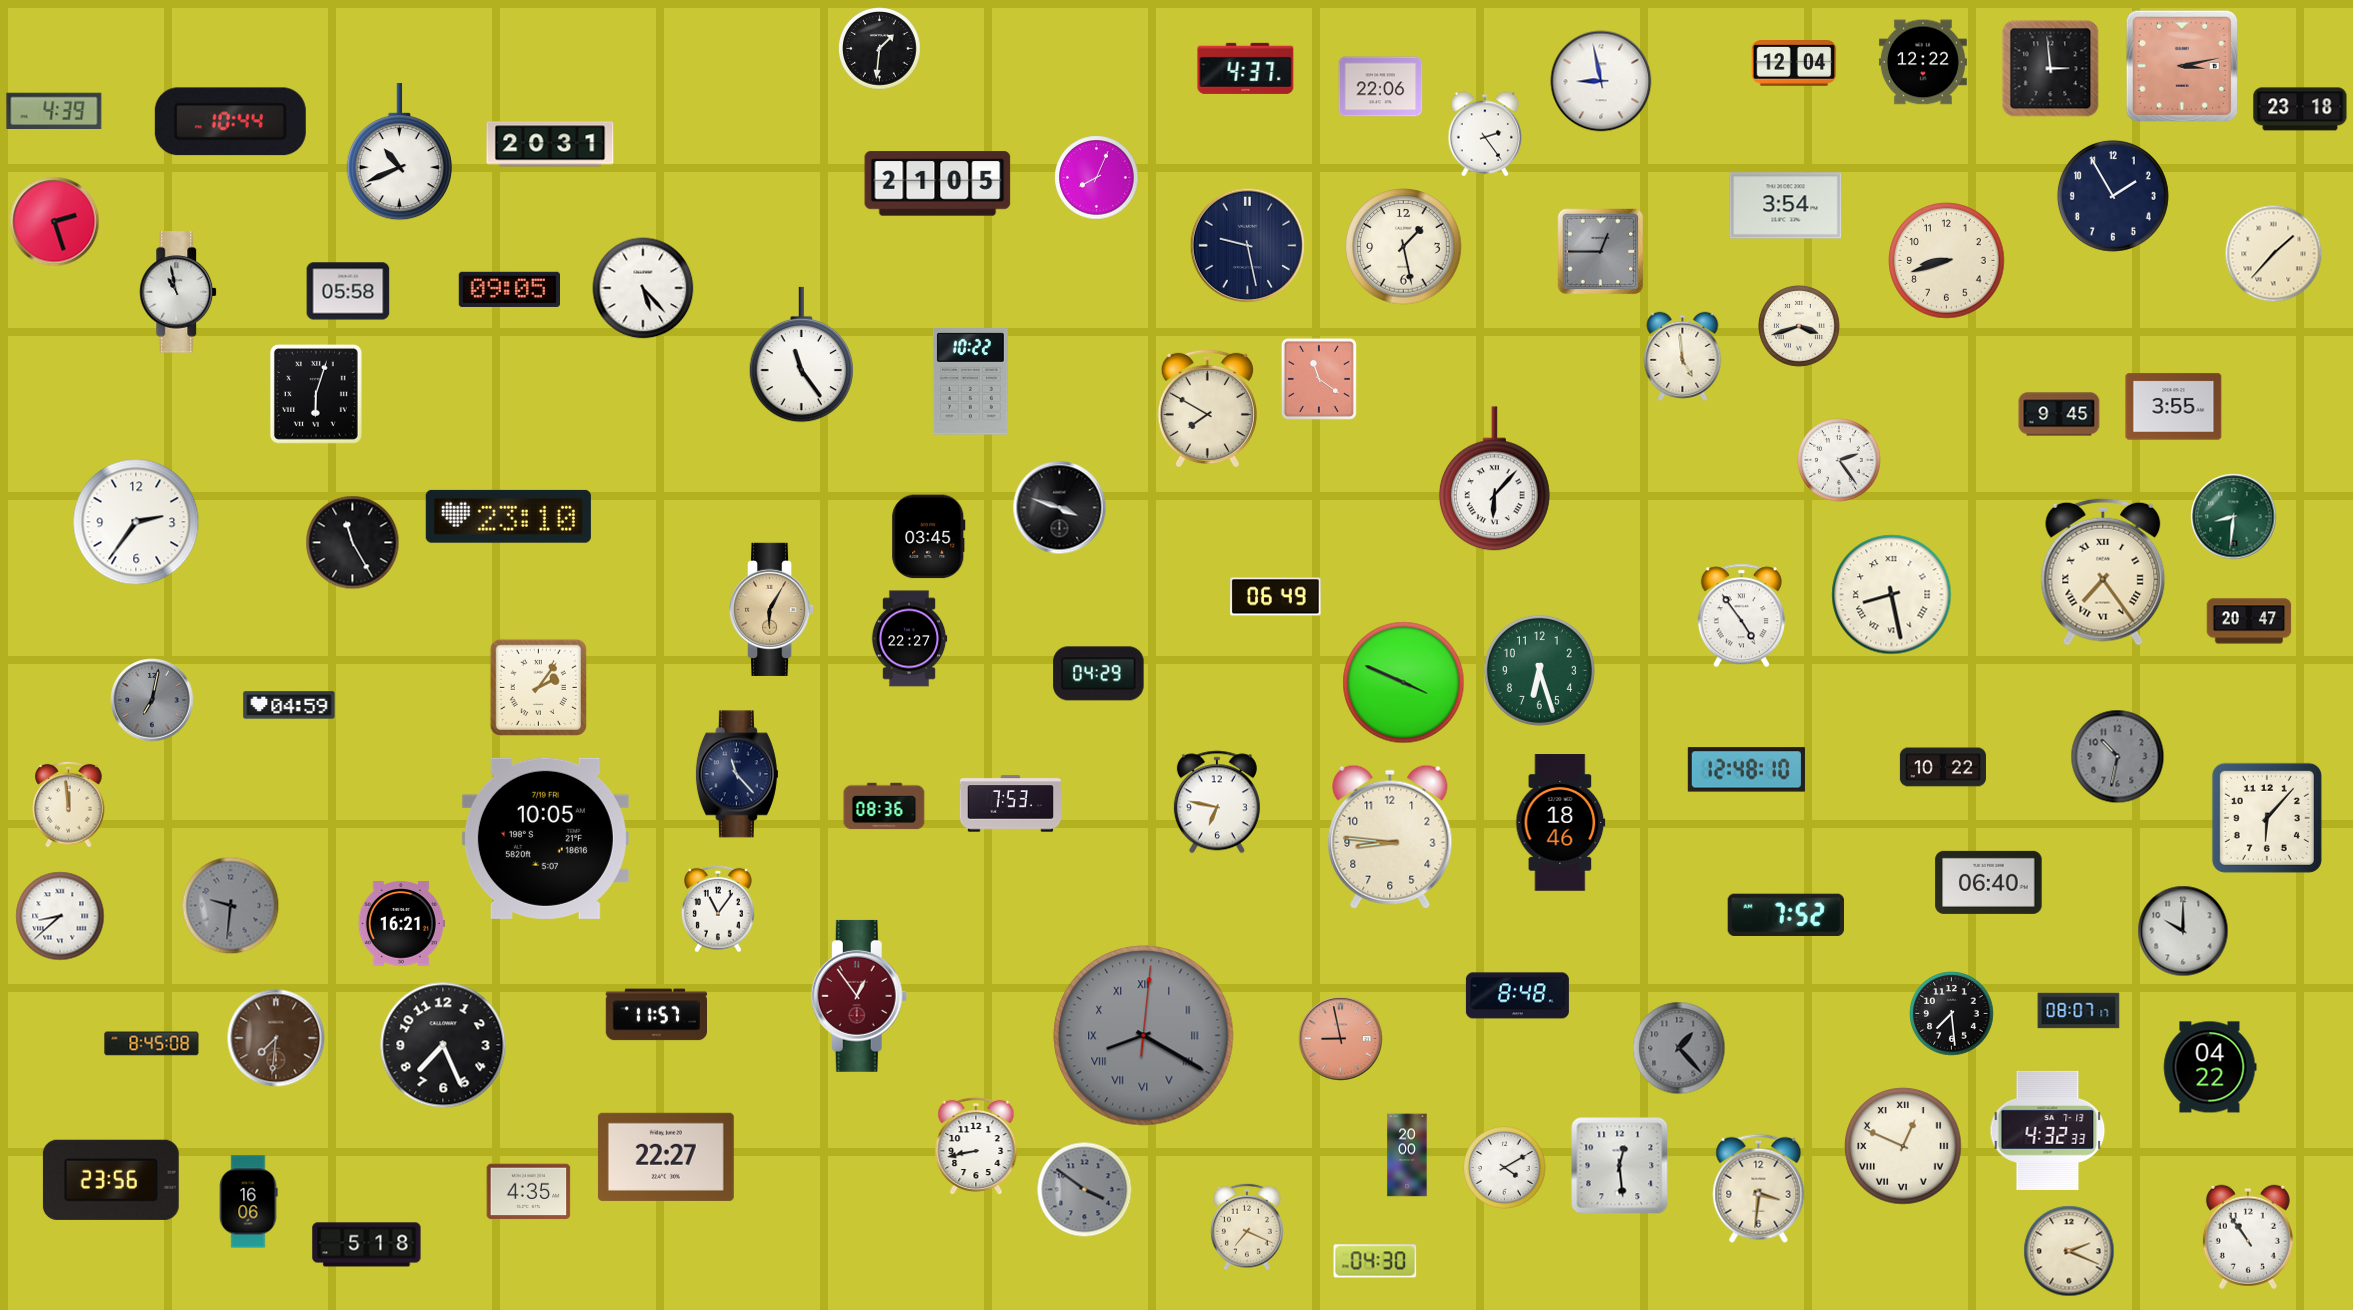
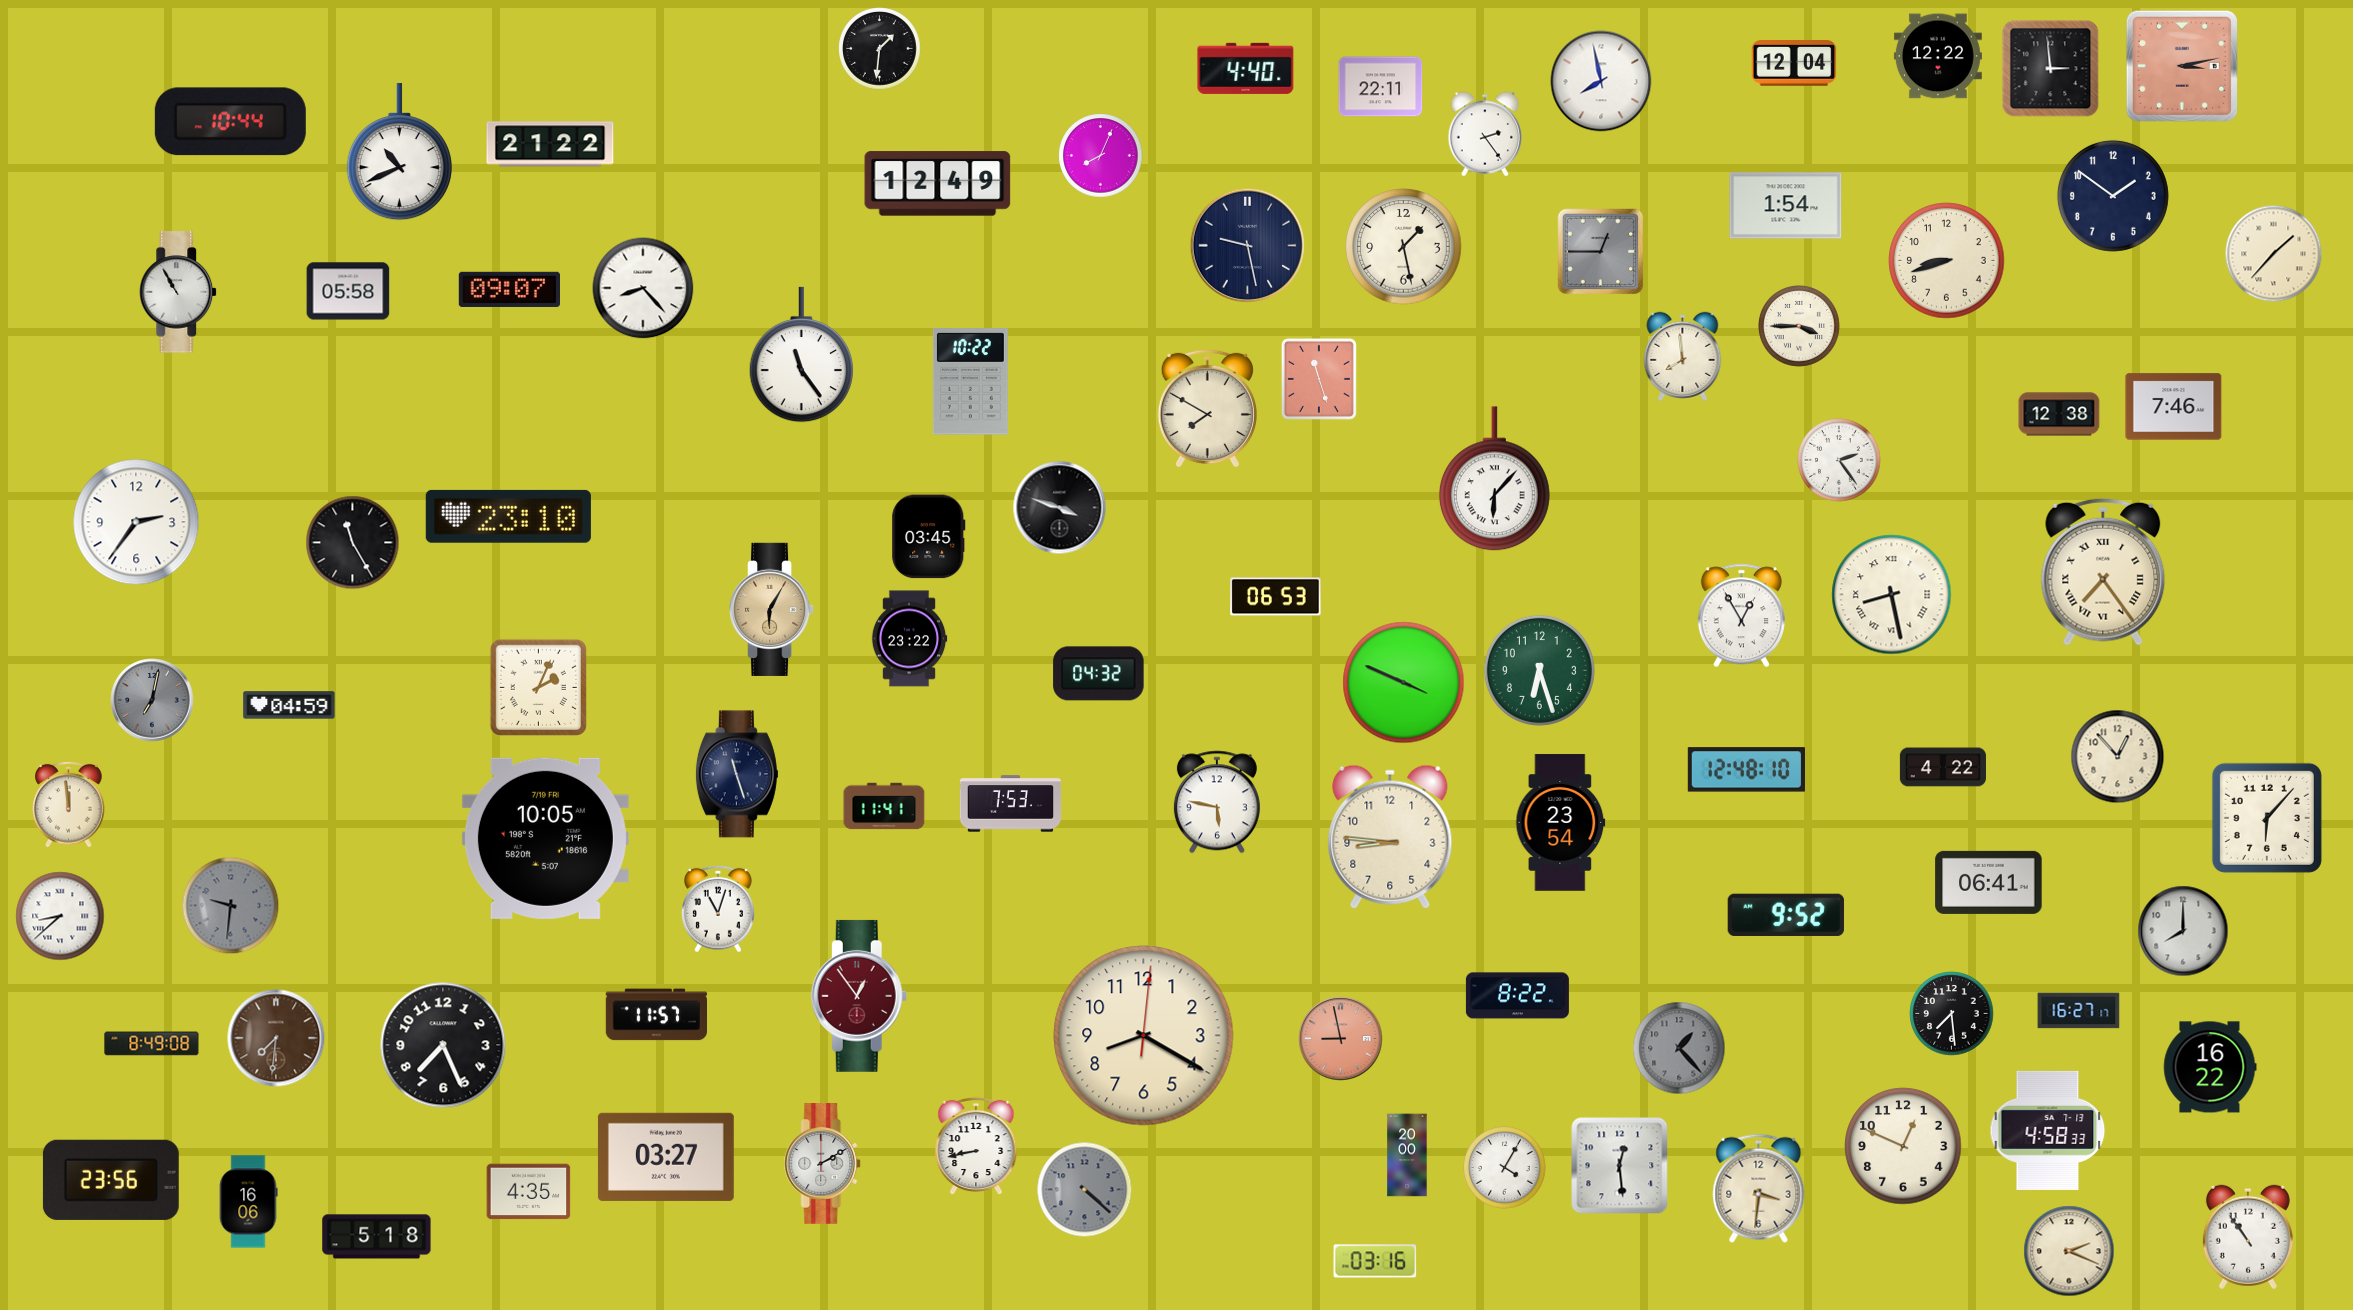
clock at (1923, 62) position: (1923, 62) -> (1938, 56)
clock at (1246, 68): 4:37 -> 4:40
clock at (1601, 81): 8:58 -> 7:58
clock at (1381, 87): 22:06 -> 22:11
clock at (2300, 109): 23:18 -> none
clock at (54, 110): 4:39 -> none
clock at (550, 144): 20:31 -> 21:22
clock at (1097, 178) position: (1097, 178) -> (1101, 156)
clock at (938, 184): 21:05 -> 12:49
clock at (2113, 196): 1:55 -> 1:51
clock at (1786, 206): 3:54 -> 1:54
clock at (55, 222): 2:27 -> none
clock at (643, 288): 5:23 -> 8:23
clock at (509, 289): 09:05 -> 09:07
clock at (179, 292): 10:58 -> 10:55
clock at (1800, 327): 3:42 -> 3:45
clock at (1683, 356): 4:59 -> 7:59
clock at (1319, 379): 11:21 -> 11:27
clock at (316, 394): 6:03 -> none
clock at (2174, 407): 3:55 -> 7:46
clock at (2059, 414): 9:45 -> 12:38
clock at (2234, 517): 8:31 -> none
clock at (1276, 597): 06:49 -> 06:53
clock at (1741, 616): 4:54 -> 12:55
clock at (2249, 621): 20:47 -> none
clock at (909, 639): 22:27 -> 23:22
clock at (1099, 674): 04:29 -> 04:32
clock at (538, 687): 2:06 -> 2:04
clock at (2118, 757): 10:32 -> 12:53
clock at (2118, 757) dial: grey -> cream
clock at (1943, 767): 10:22 -> 4:22
clock at (737, 774): 11:23 -> 11:27
clock at (1217, 802): 6:47 -> 5:47
clock at (884, 806): 08:36 -> 11:41
clock at (1561, 823): 18:46 -> 23:54
clock at (1989, 882): 06:40 -> 06:41
clock at (719, 909): 11:06 -> 11:03
clock at (1786, 915): 7:52 -> 9:52
clock at (401, 924): 16:21 -> none
clock at (2183, 931): 10:00 -> 8:00
clock at (1517, 996): 8:48 -> 8:22
clock at (2079, 1011): 08:07 -> 16:27
clock at (1144, 1036) dial: grey -> cream
clock at (1144, 1036) numerals: Roman -> Arabic
clock at (152, 1044): 8:45 -> 8:49
clock at (2210, 1067): 04:22 -> 16:22
clock at (2048, 1130): 4:32 -> 4:58
clock at (1903, 1146) numerals: Roman -> Arabic
clock at (666, 1157): 22:27 -> 03:27
clock at (823, 1164): none -> 2:10
clock at (1505, 1168): 4:10 -> 4:05
clock at (1085, 1190): 3:51 -> 4:22
clock at (1248, 1227): 7:19 -> none
clock at (367, 1245) position: (367, 1245) -> (377, 1237)
clock at (1375, 1261): 04:30 -> 03:16
